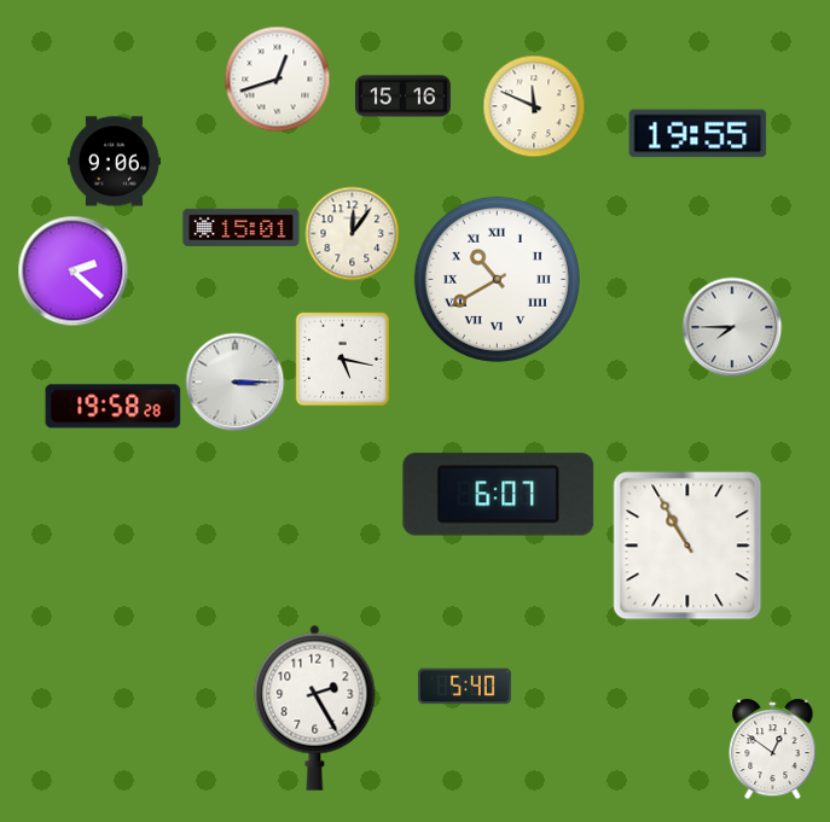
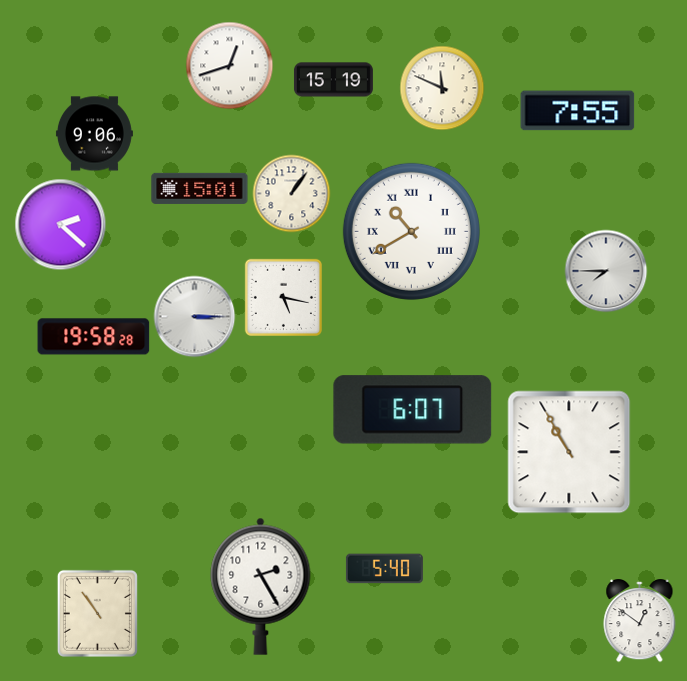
clock at (402, 97): 15:16 -> 15:19
clock at (698, 134): 19:55 -> 7:55
clock at (352, 233): 12:06 -> 1:06
clock at (97, 613): none -> 10:54
